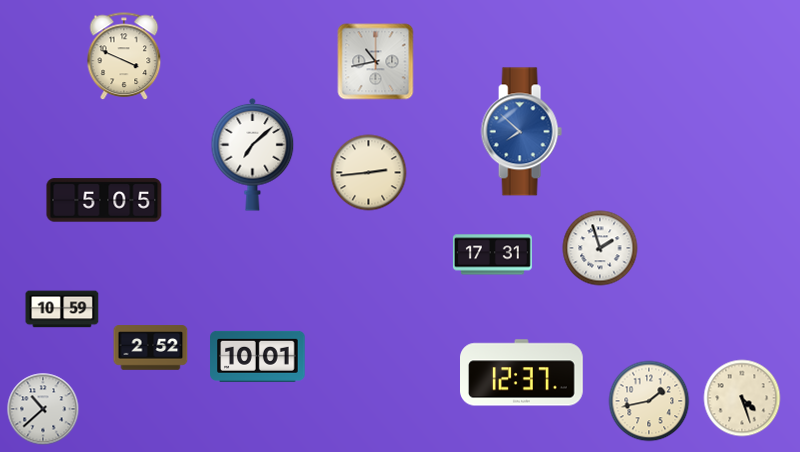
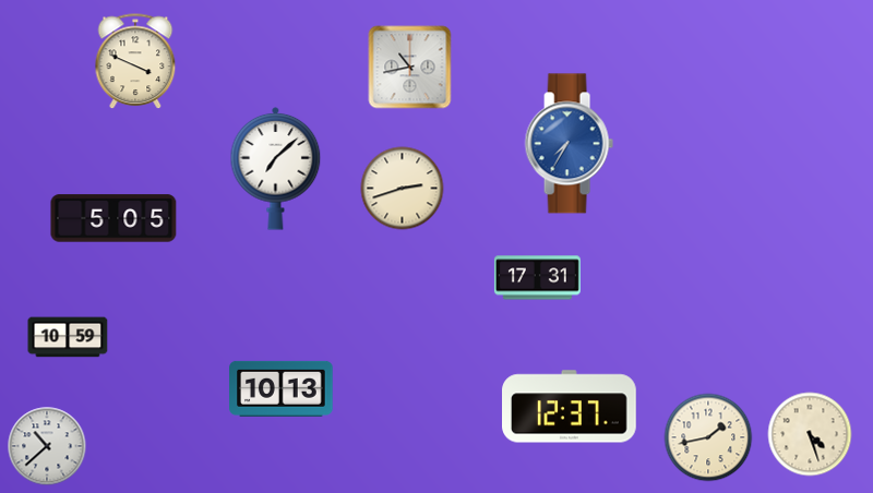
clock at (521, 132): 7:52 -> 7:35
clock at (369, 173): 2:44 -> 2:42
clock at (600, 248): 1:57 -> none
clock at (151, 348): 2:52 -> none
clock at (258, 356): 10:01 -> 10:13
